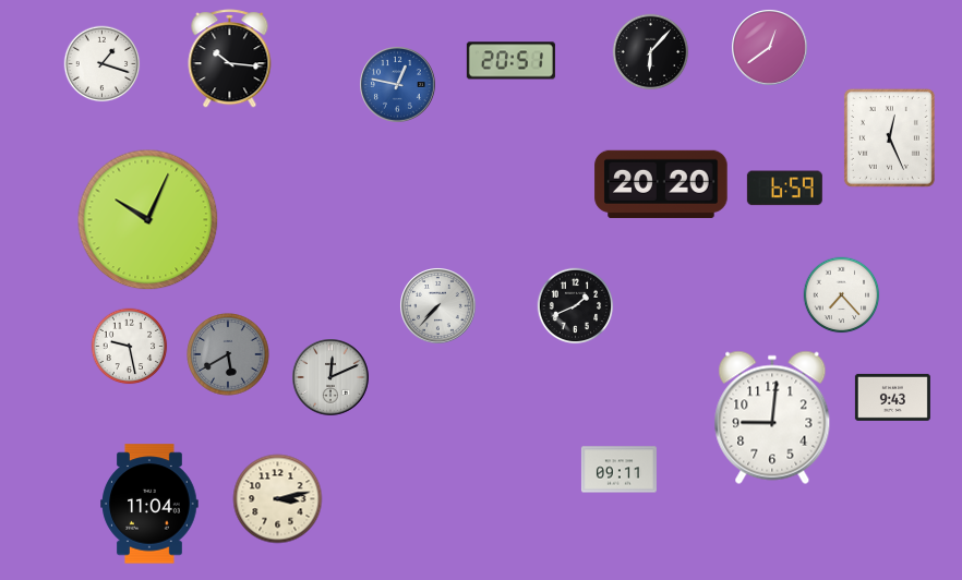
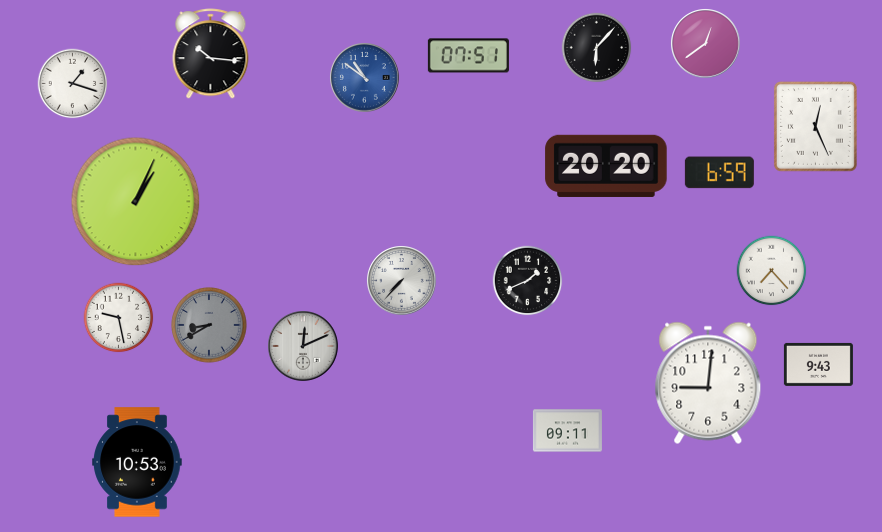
clock at (510, 61): 20:51 -> 07:51
clock at (103, 64) position: (103, 64) -> (73, 84)
clock at (398, 85): 12:47 -> 10:51
clock at (661, 184) position: (661, 184) -> (606, 166)
clock at (148, 220): 10:04 -> 1:04
clock at (228, 354): 5:40 -> 8:40
clock at (278, 499): 3:13 -> none
clock at (149, 504): 11:04 -> 10:53
